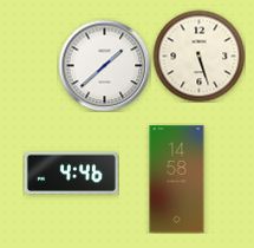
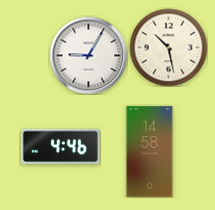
clock at (198, 56): 5:27 -> 10:28
clock at (104, 65): 1:38 -> 9:05
